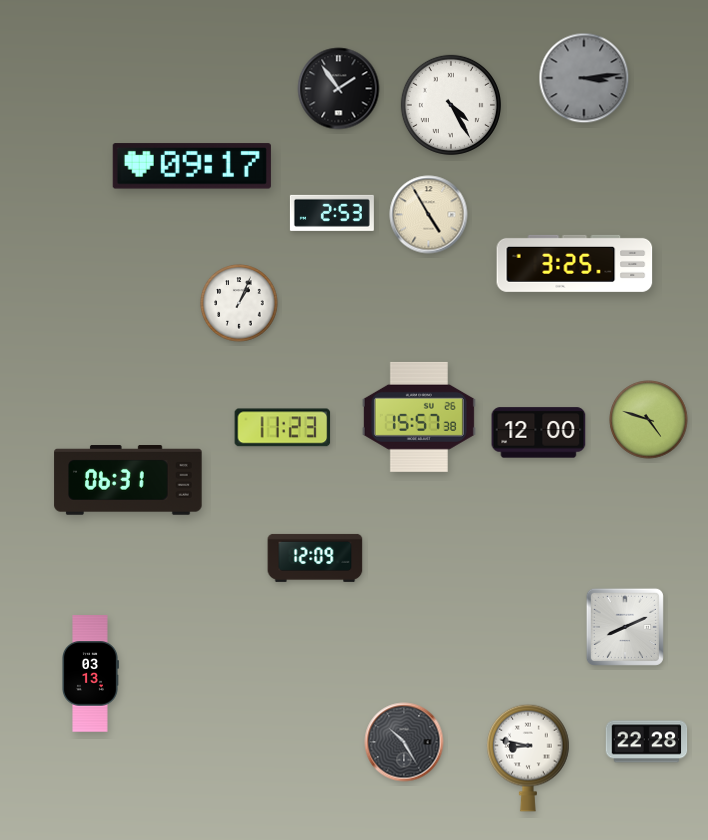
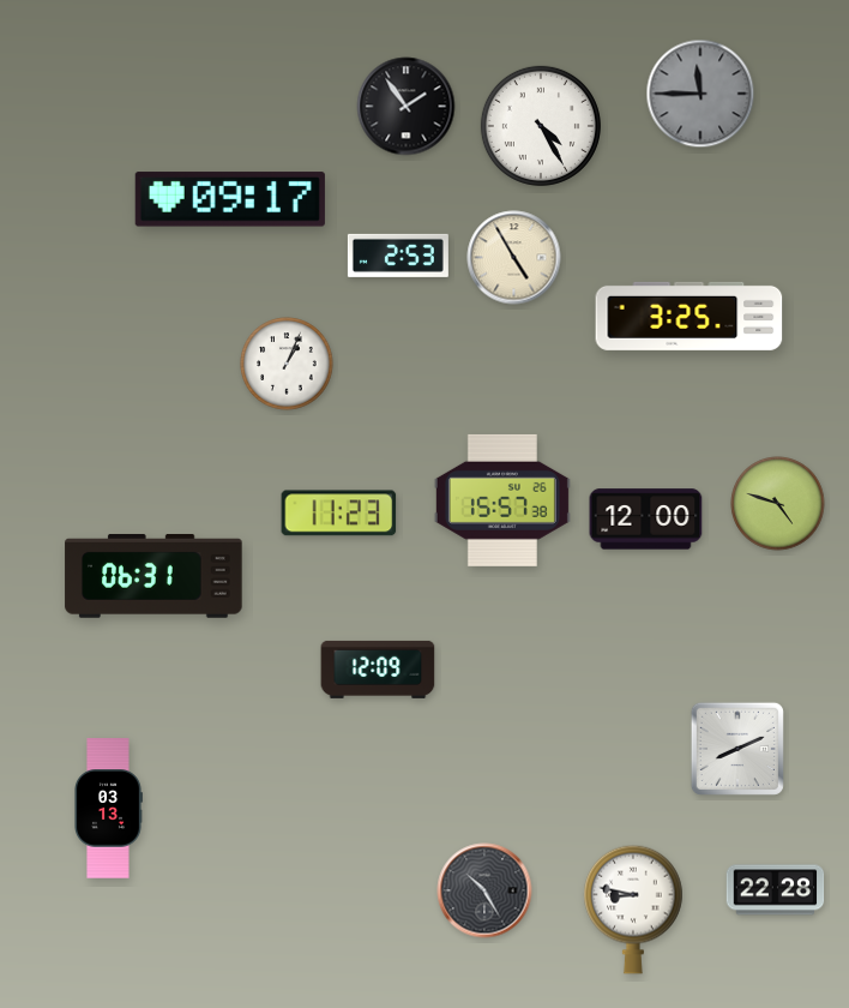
clock at (584, 78): 3:14 -> 11:45
clock at (625, 627) position: (625, 627) -> (737, 749)
